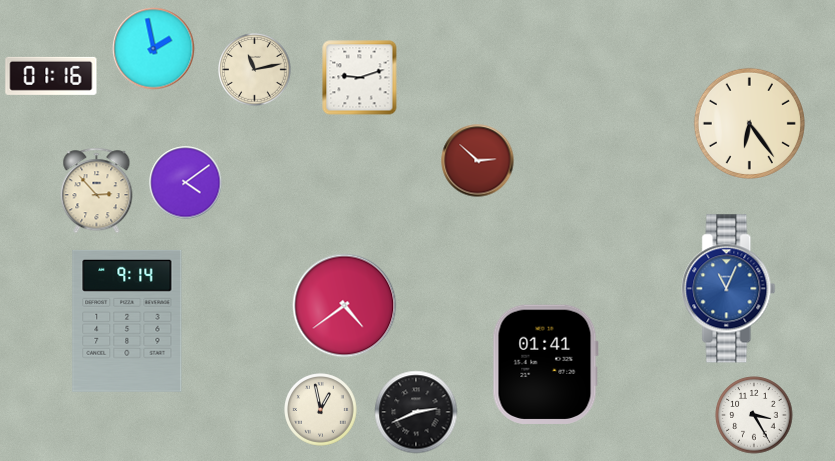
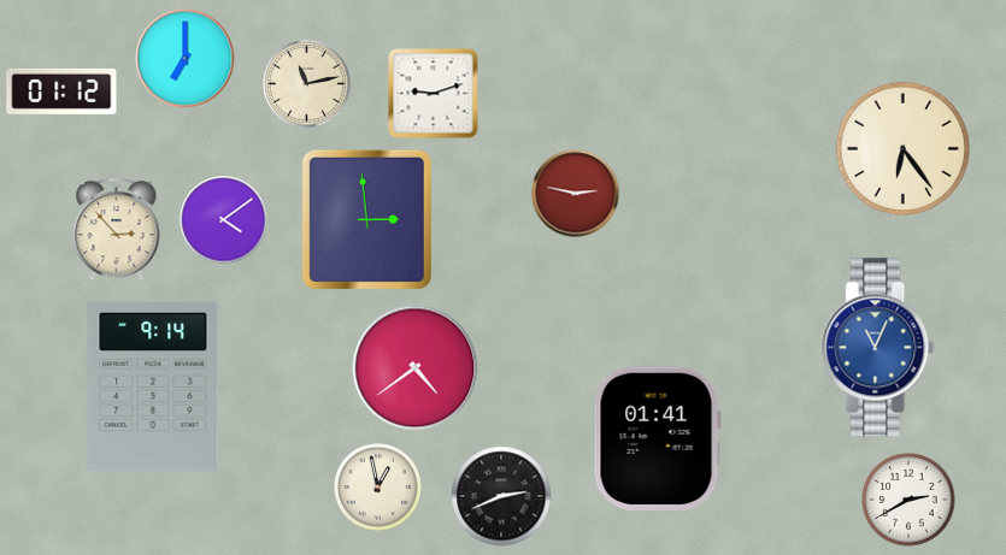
clock at (154, 49): 1:58 -> 7:00
clock at (51, 76): 01:16 -> 01:12
clock at (478, 161): 2:52 -> 2:47
clock at (366, 219): none -> 2:59
clock at (321, 410) position: (321, 410) -> (378, 488)
clock at (754, 415): 3:25 -> 2:40
